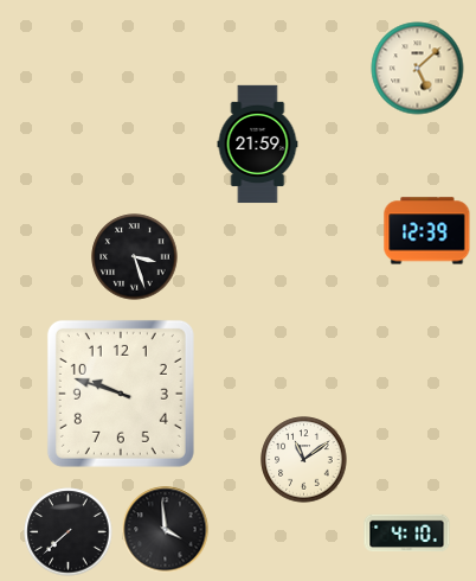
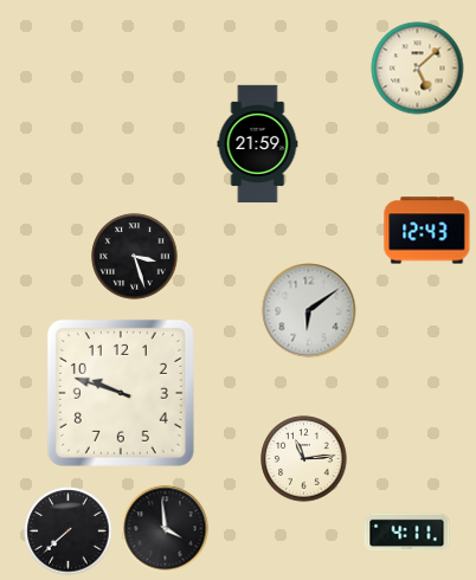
clock at (427, 231): 12:39 -> 12:43
clock at (309, 311): none -> 6:09
clock at (304, 460): 11:09 -> 11:14
clock at (407, 534): 4:10 -> 4:11
